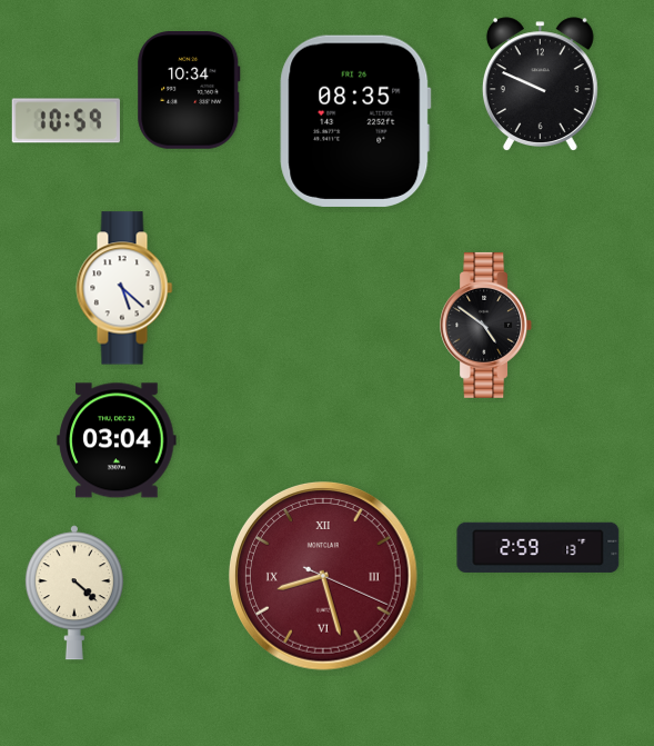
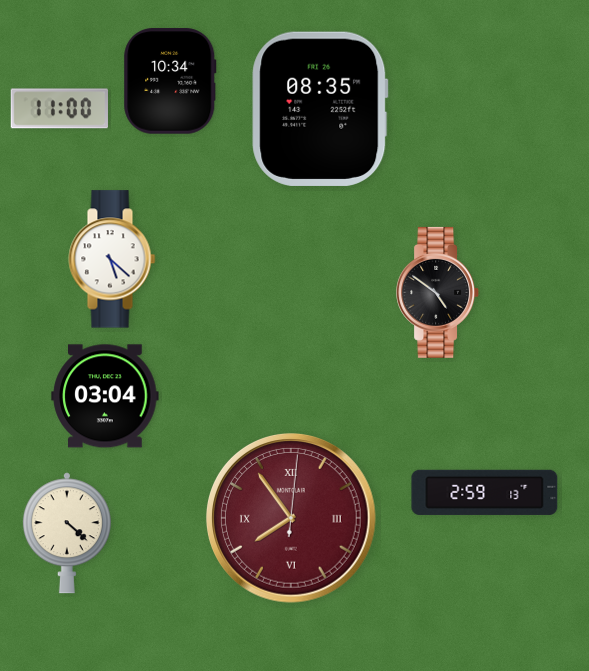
clock at (540, 83): 9:49 -> none
clock at (66, 121): 10:59 -> 11:00
clock at (324, 577): 8:27 -> 7:54
